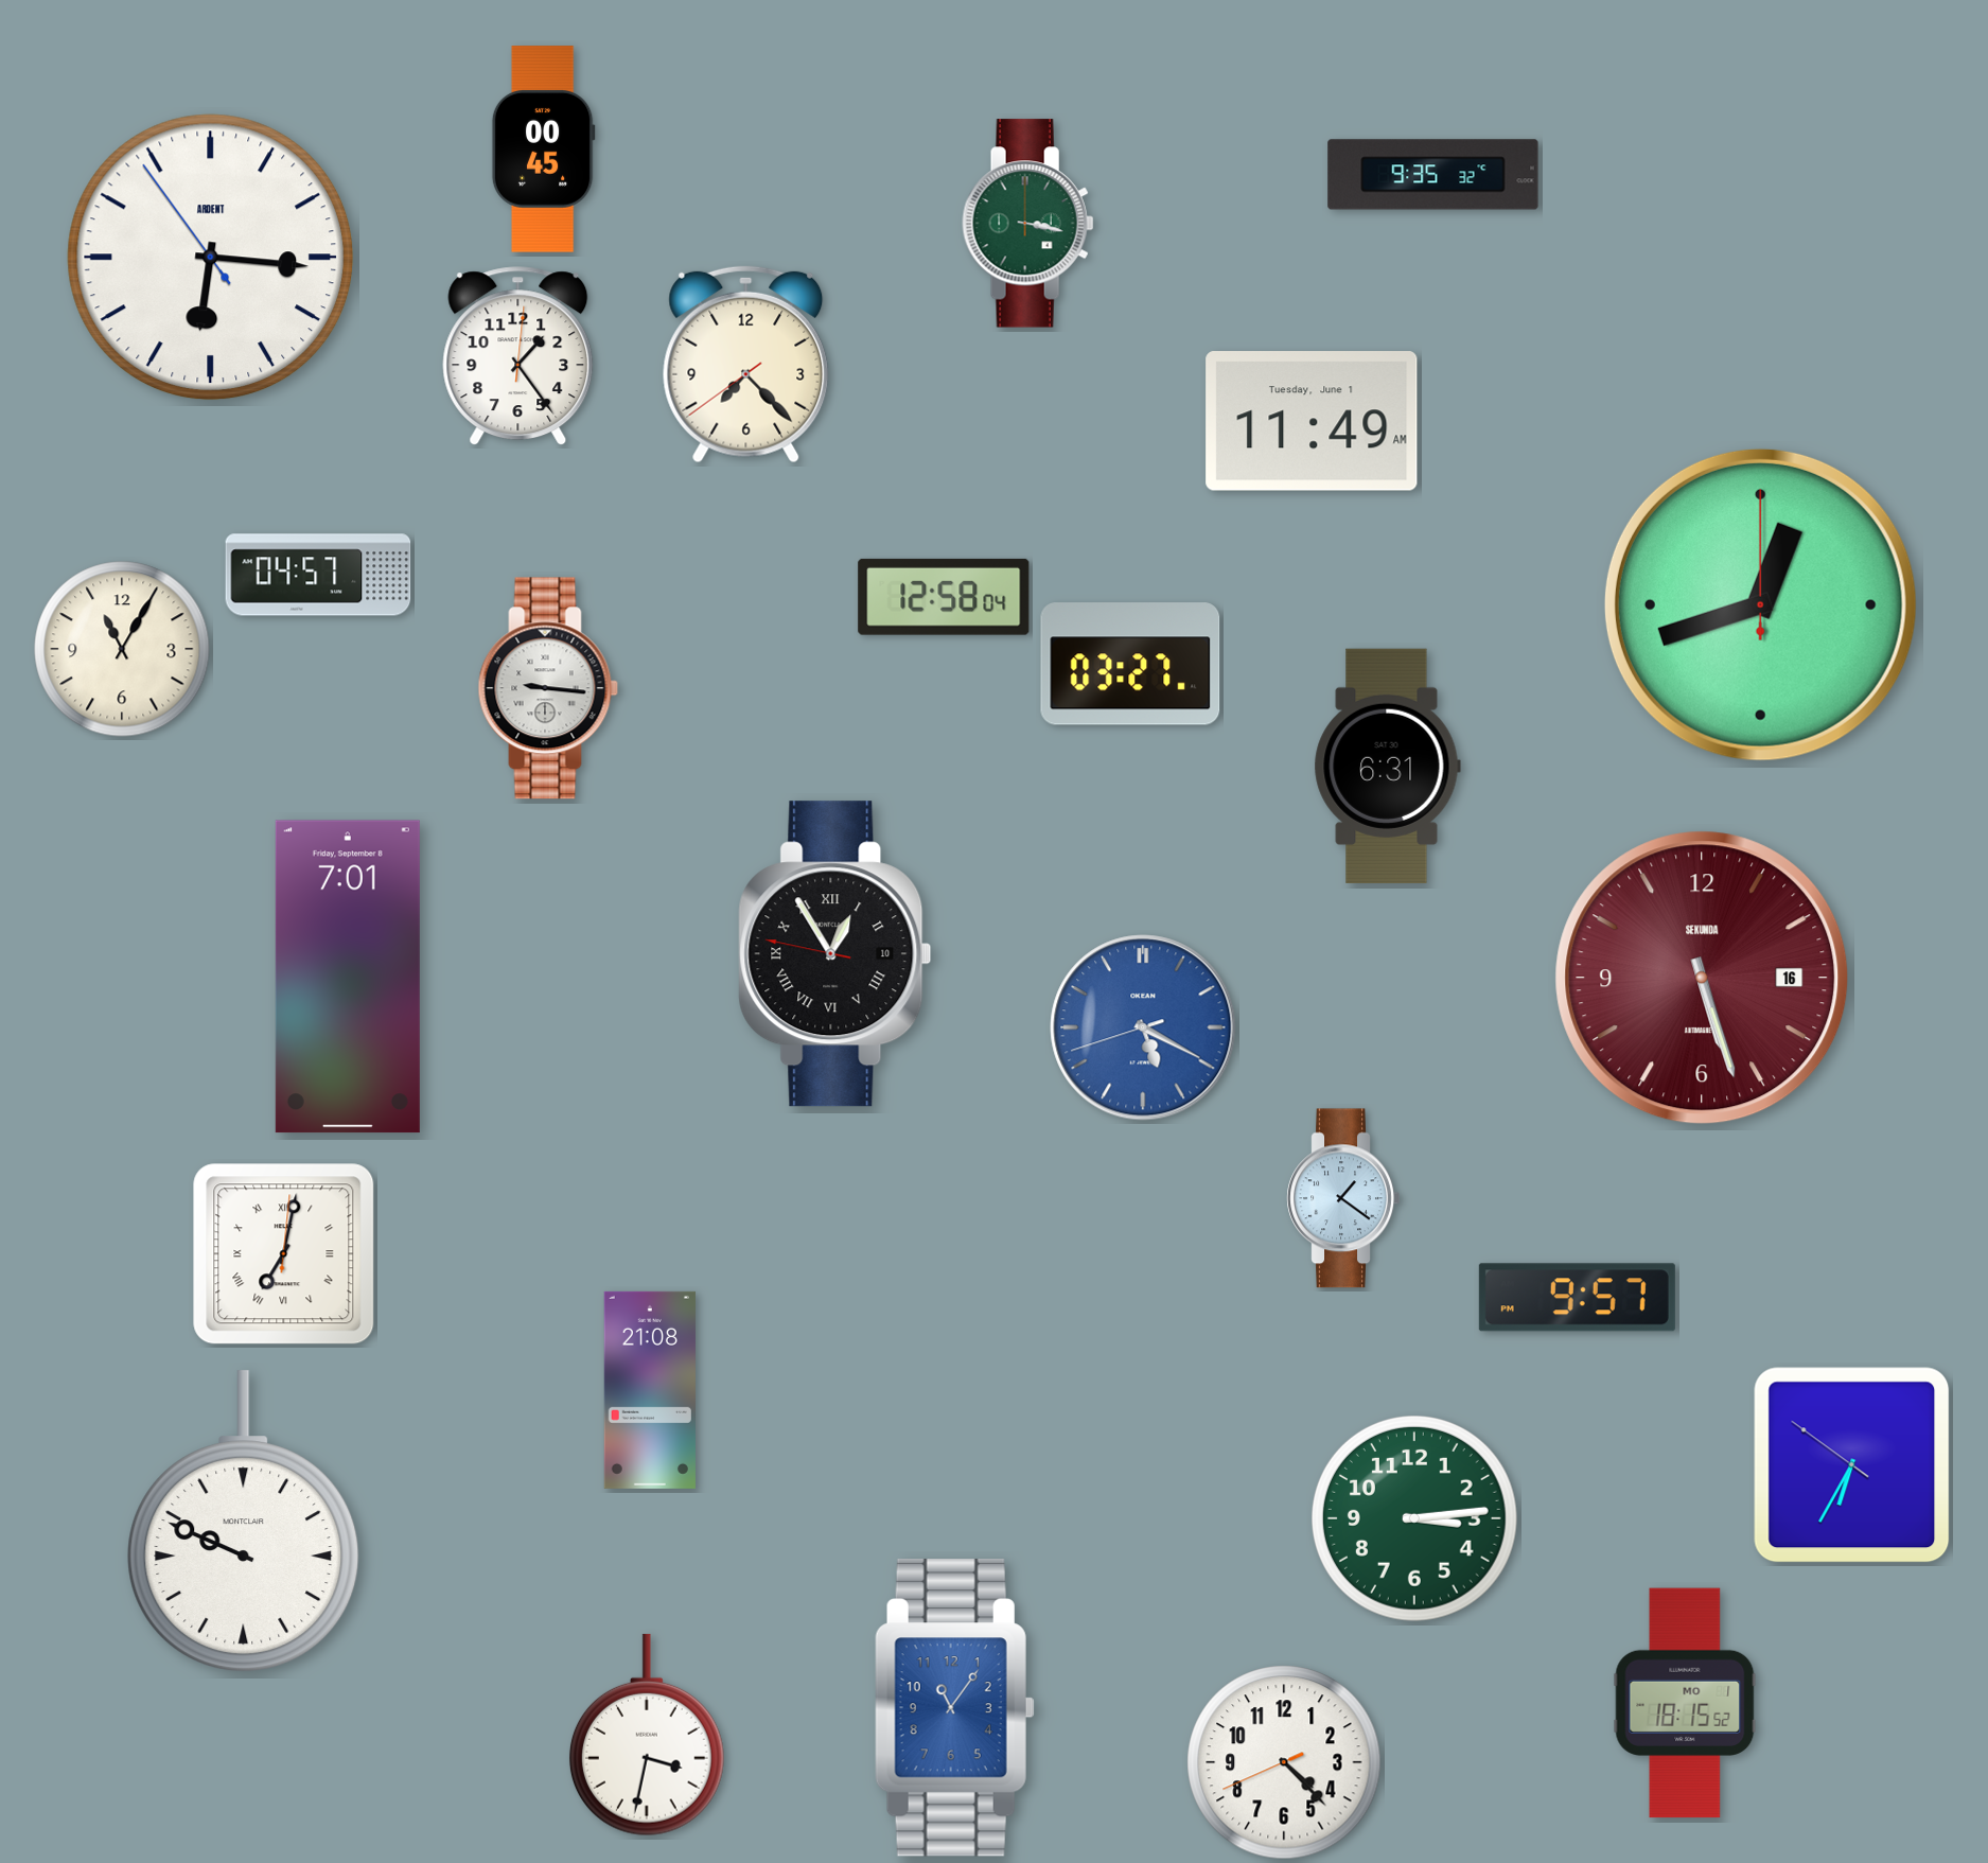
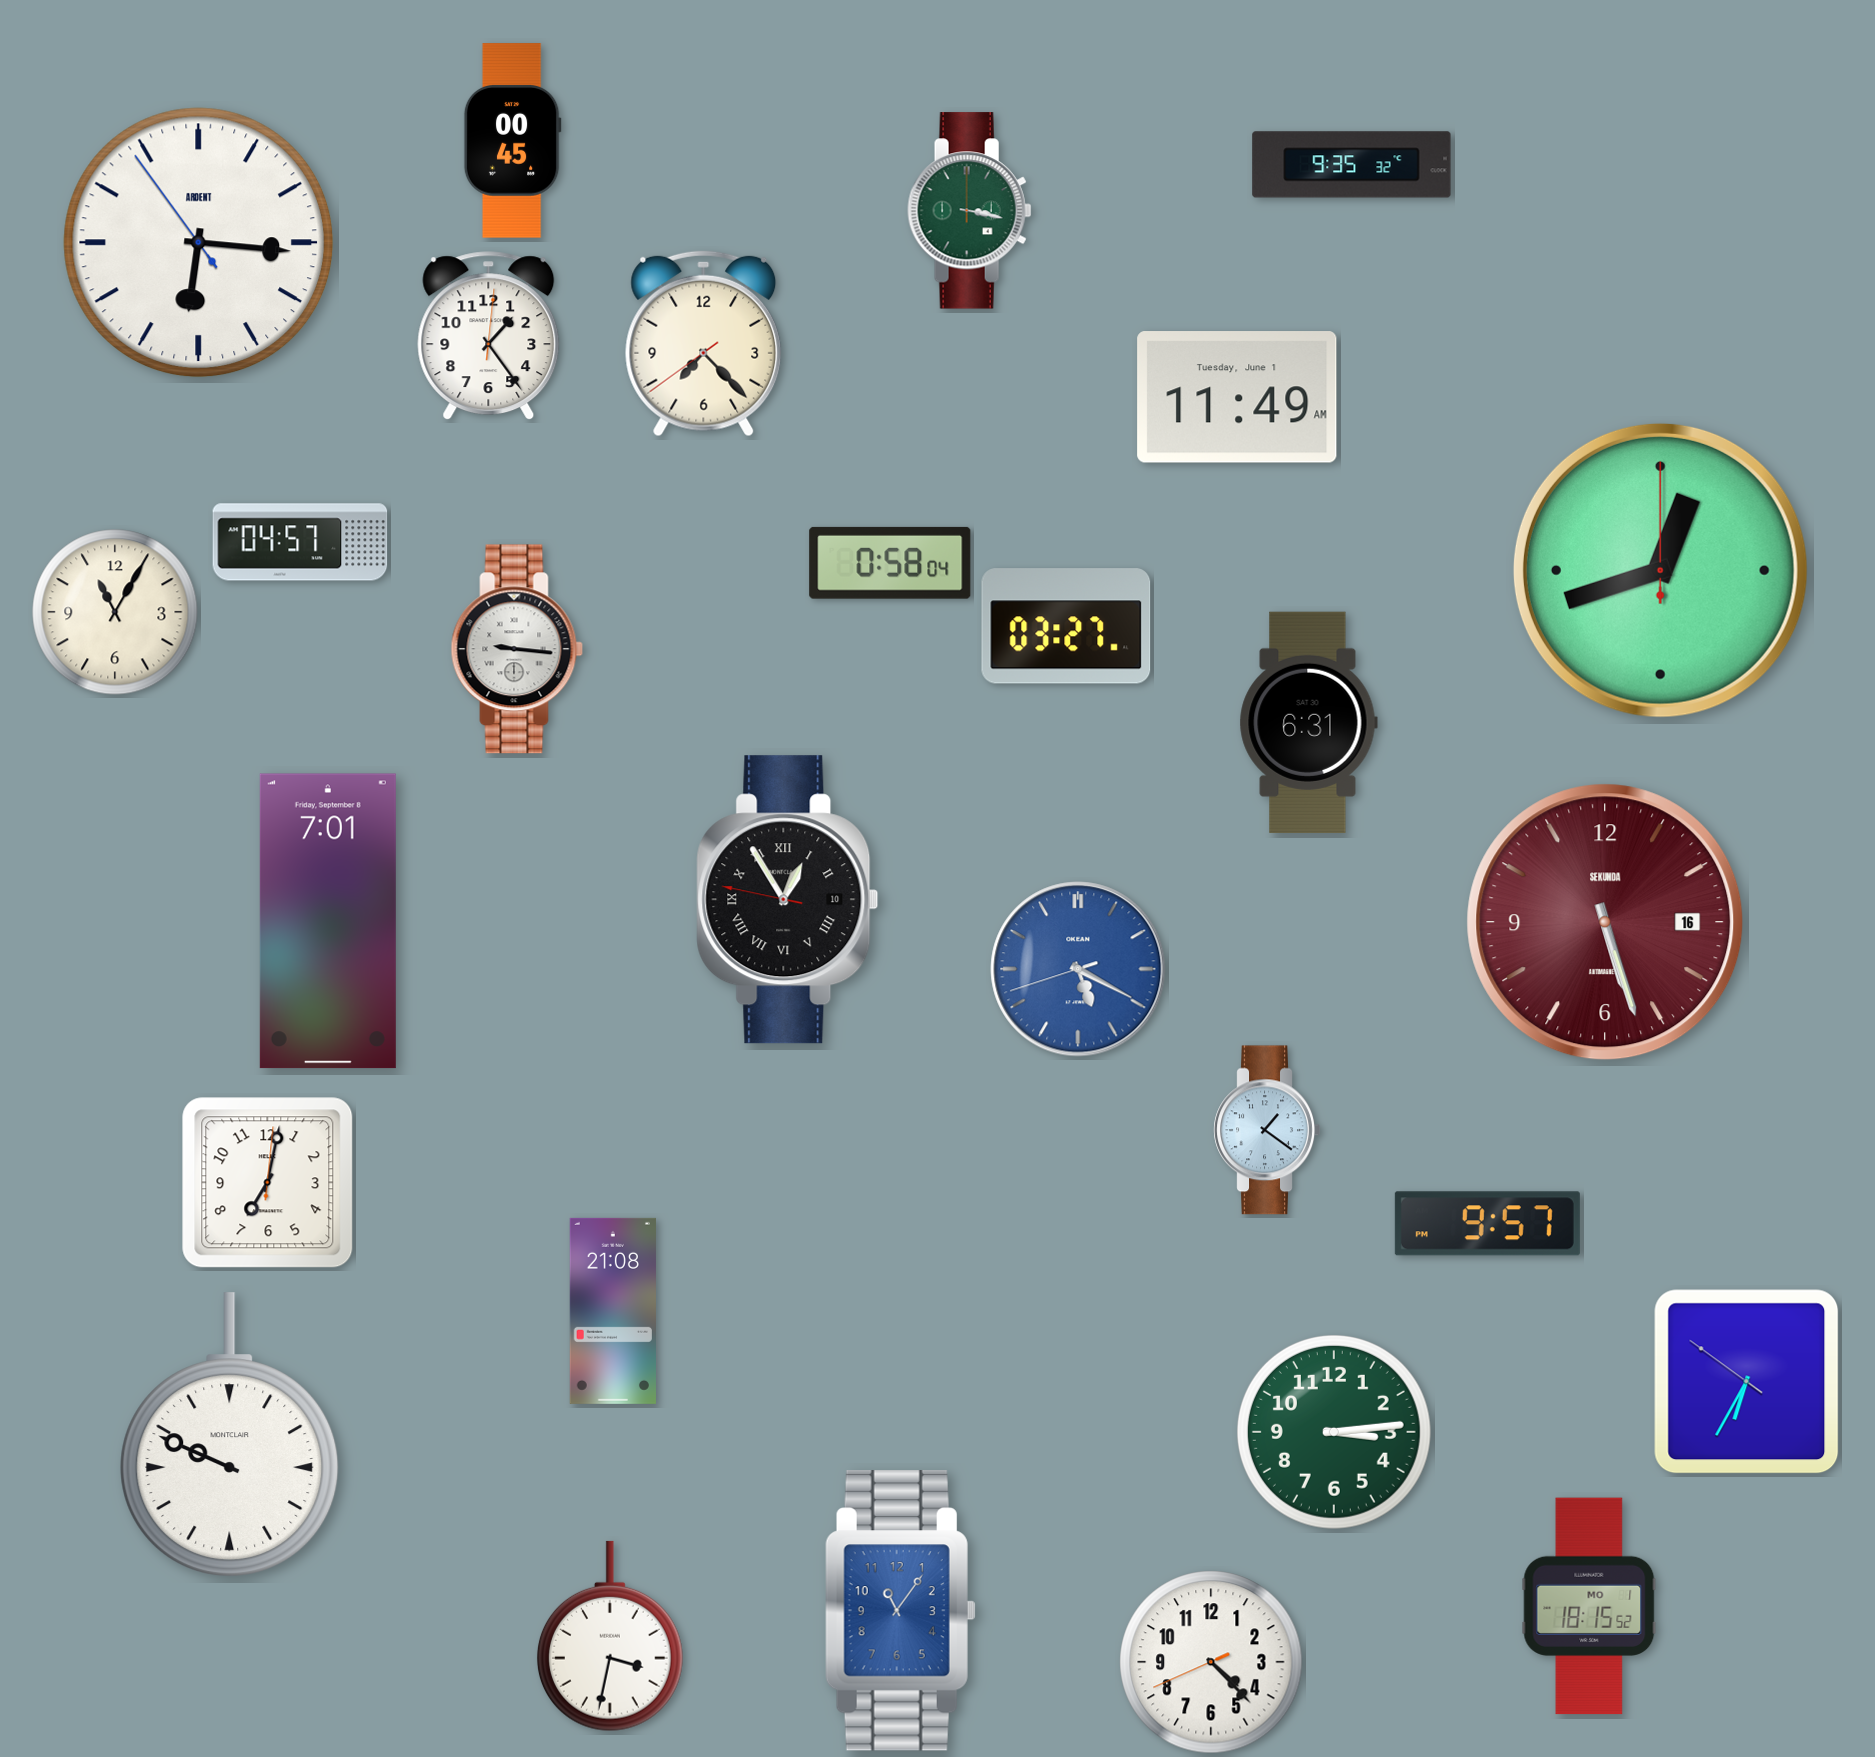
clock at (944, 597): 12:58 -> 0:58
clock at (284, 1254) numerals: Roman -> Arabic
